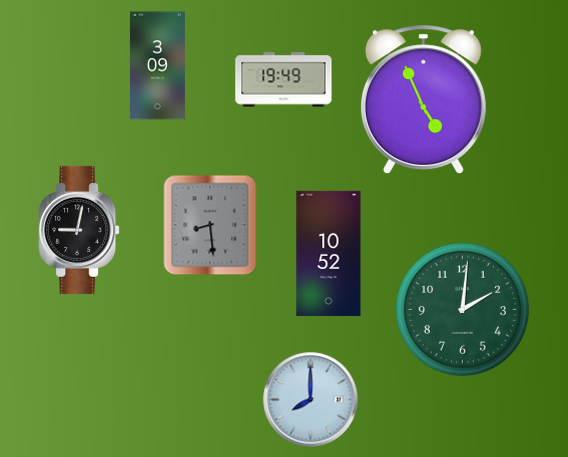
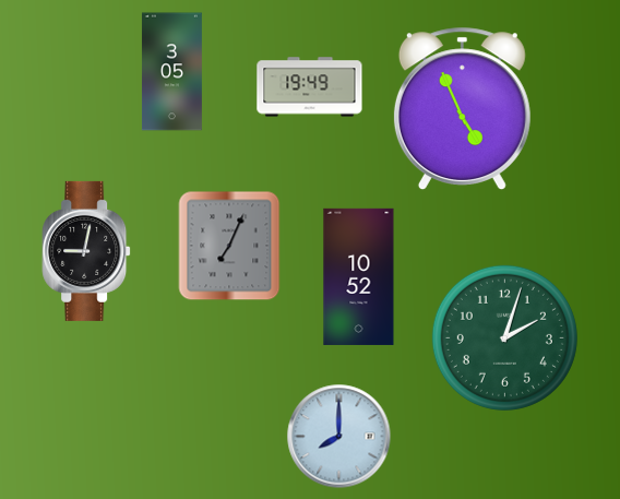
clock at (157, 66): 3:09 -> 3:05
clock at (210, 225): 8:29 -> 7:04
clock at (462, 309): 2:01 -> 2:03
